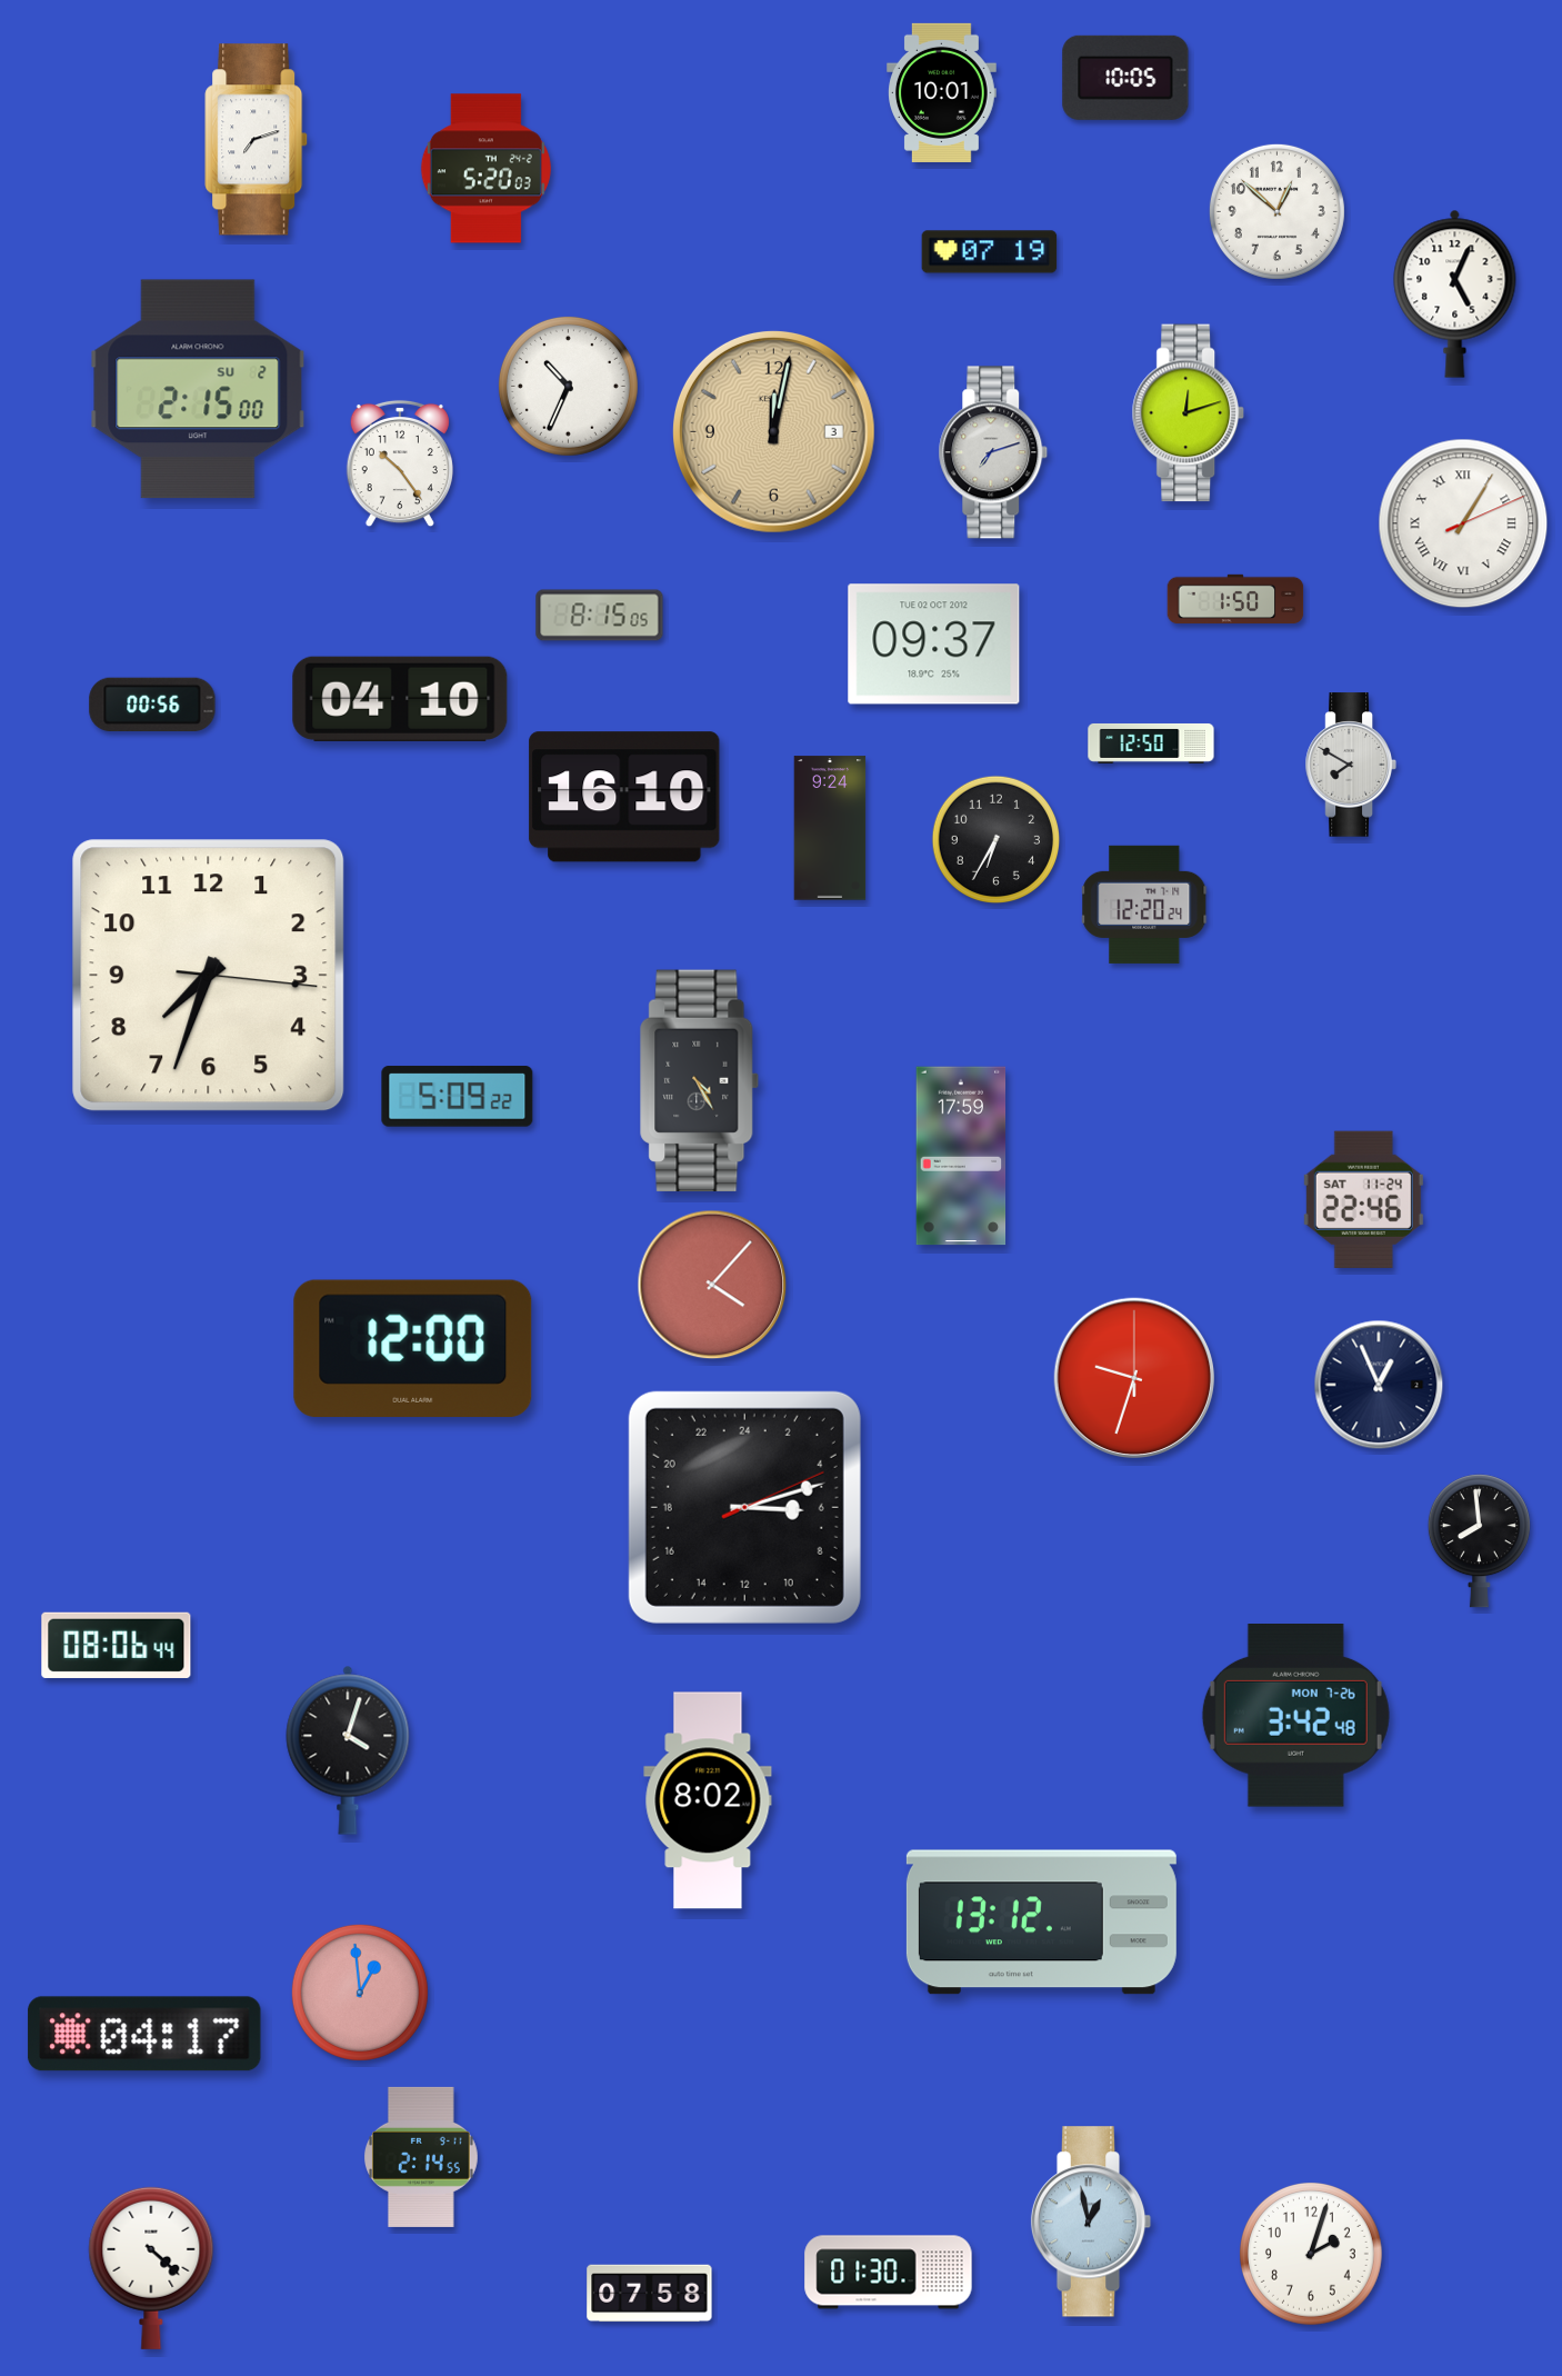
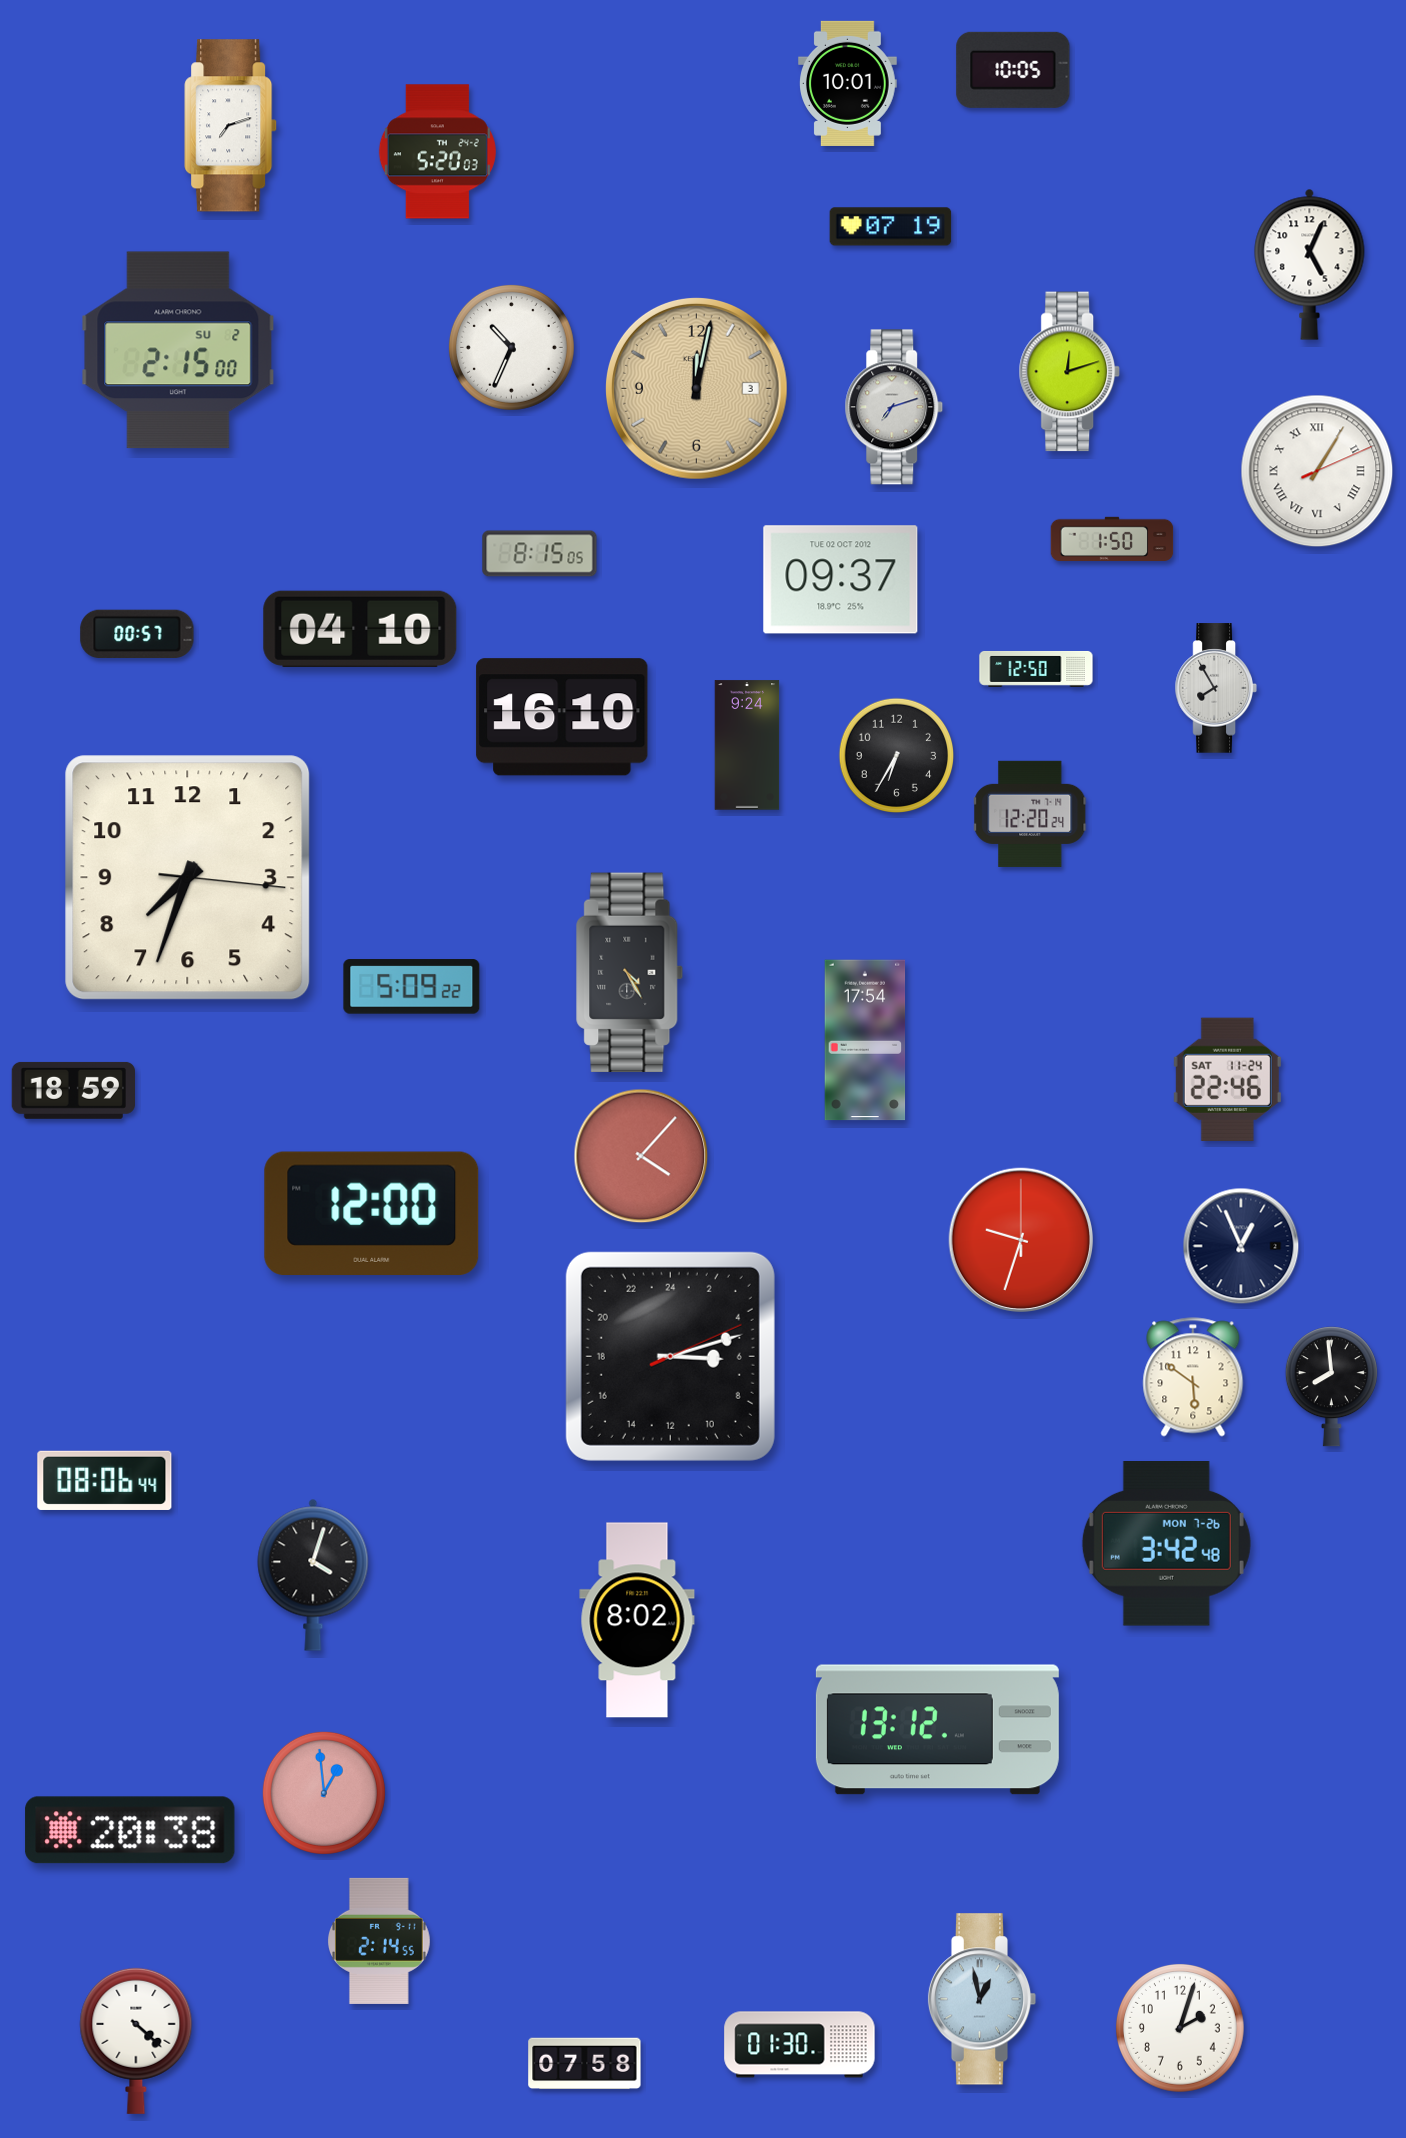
clock at (1276, 211): 12:52 -> none
clock at (400, 463): 10:24 -> none
clock at (152, 703): 00:56 -> 00:57
clock at (1351, 765): 7:50 -> 7:55
clock at (961, 1156): 17:59 -> 17:54
clock at (73, 1090): none -> 18:59
clock at (1193, 1377): none -> 5:51
clock at (144, 2034): 04:17 -> 20:38
